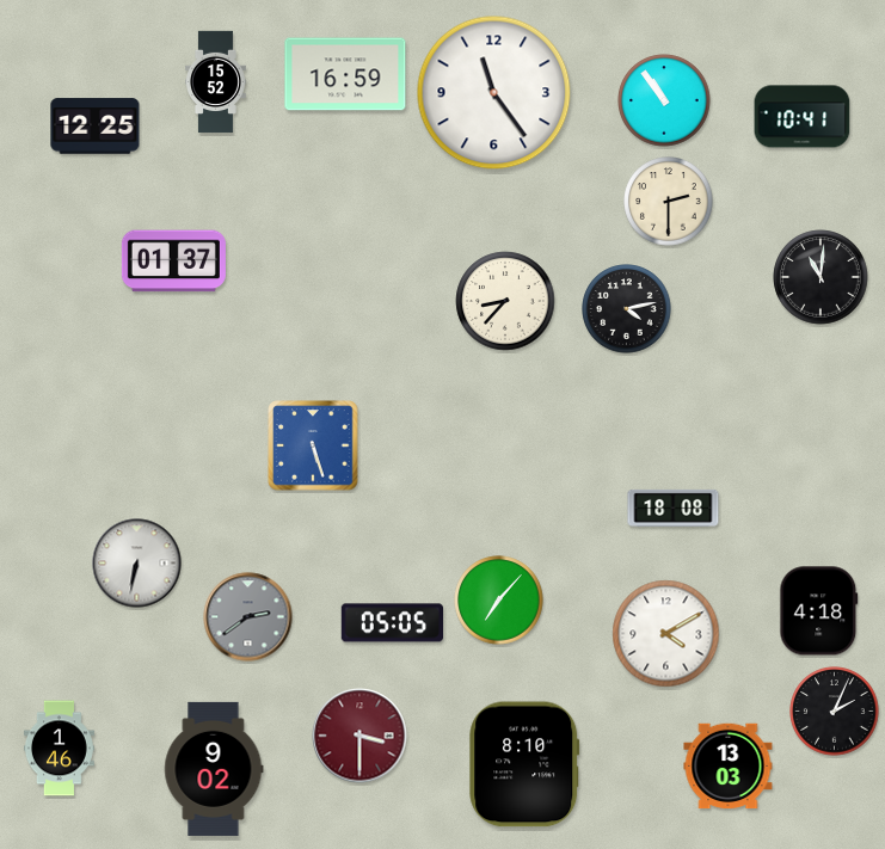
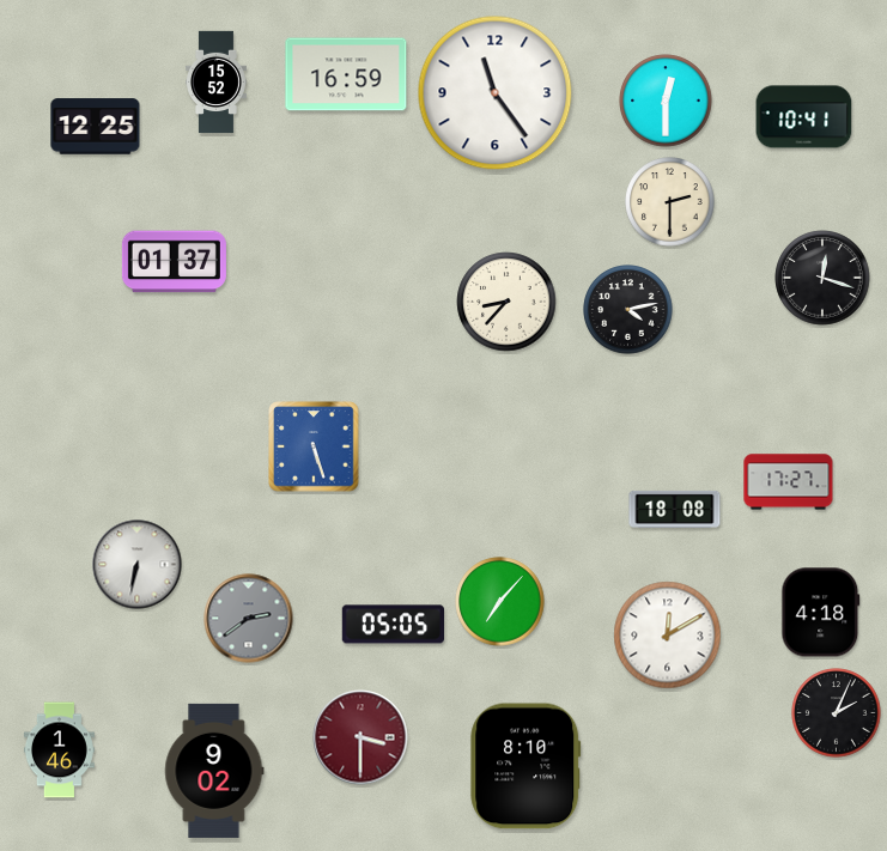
clock at (664, 100): 10:54 -> 12:30
clock at (821, 277): 11:01 -> 12:18
clock at (789, 482): none -> 17:27
clock at (666, 634): 4:10 -> 12:10
clock at (729, 767): 13:03 -> none
